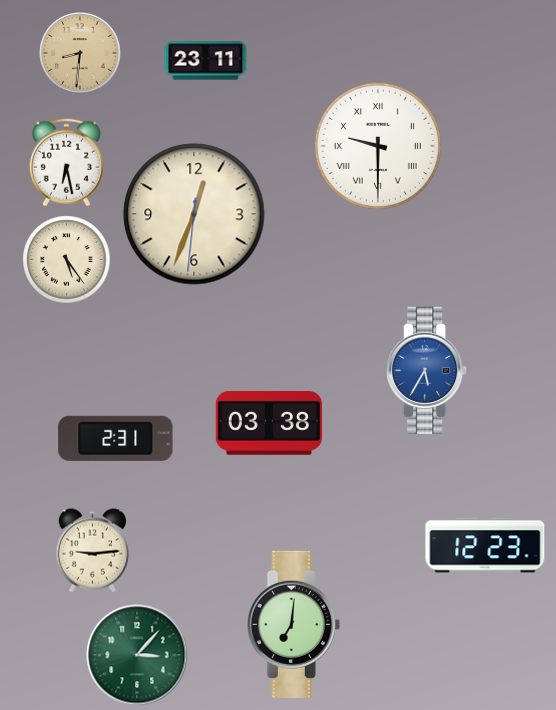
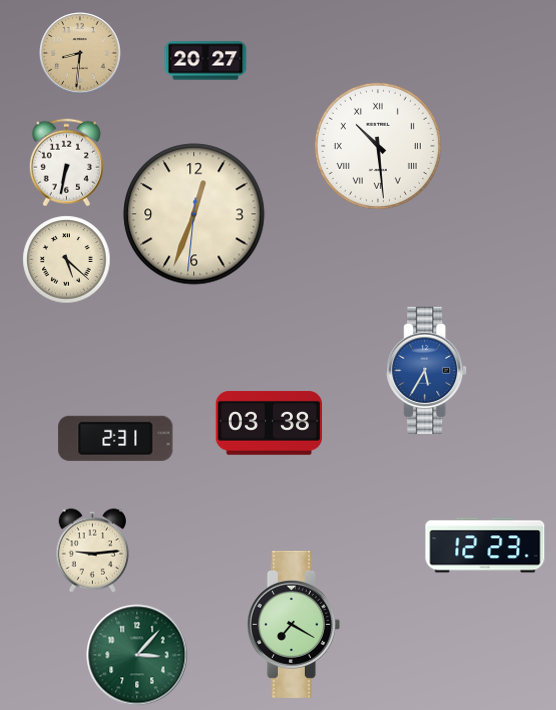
clock at (206, 61): 23:11 -> 20:27
clock at (378, 146): 9:30 -> 10:29
clock at (66, 163): 6:28 -> 6:32
clock at (67, 260): 5:24 -> 5:22
clock at (293, 624): 7:01 -> 7:20
